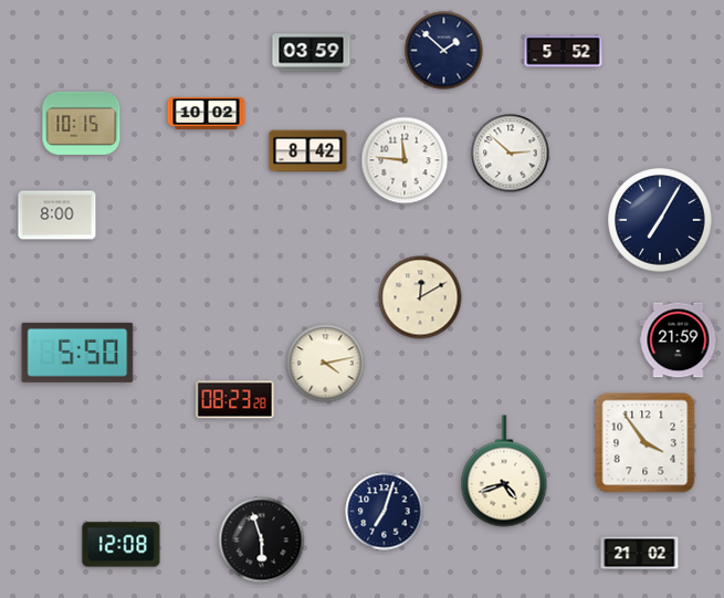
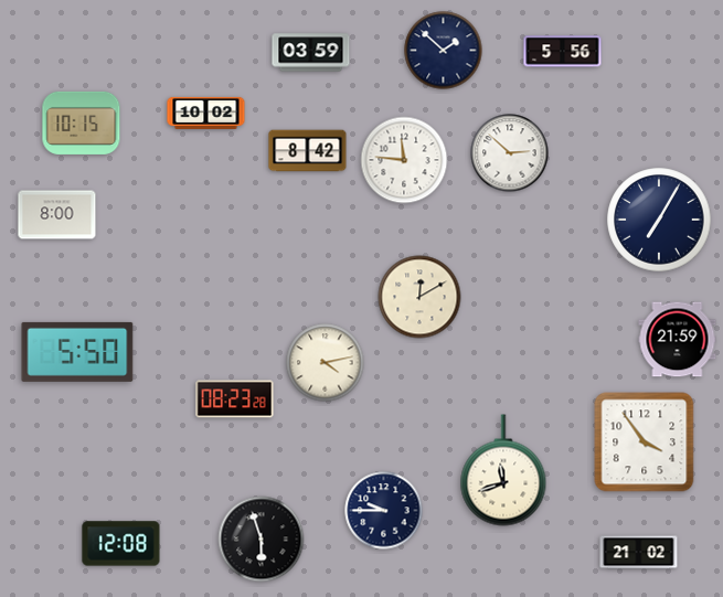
clock at (564, 52): 5:52 -> 5:56
clock at (504, 471): 4:42 -> 11:42
clock at (385, 512): 7:03 -> 9:45
